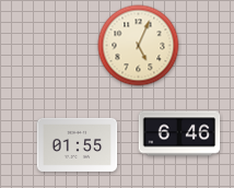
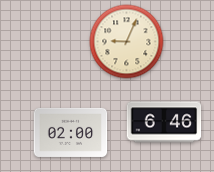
clock at (139, 46): 5:04 -> 9:04
clock at (78, 144): 01:55 -> 02:00
